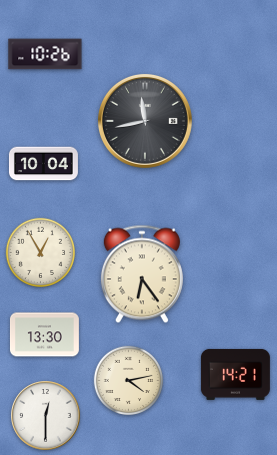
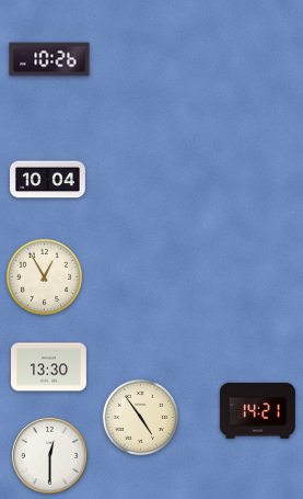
clock at (145, 121): 11:43 -> none
clock at (142, 274): 6:24 -> none
clock at (129, 381): 4:13 -> 4:54
